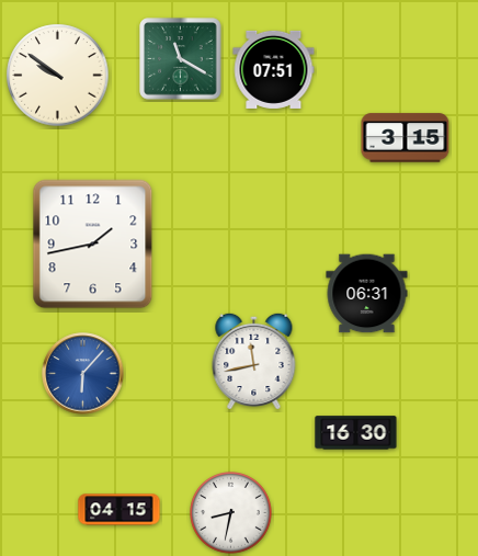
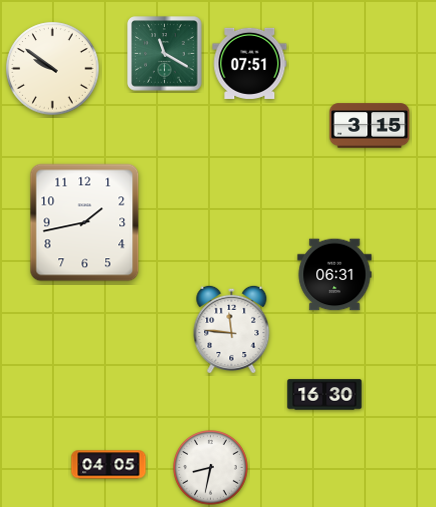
clock at (367, 294) position: (367, 294) -> (335, 275)
clock at (254, 361): 11:43 -> 11:46
clock at (83, 374): 6:07 -> none
clock at (119, 510): 04:15 -> 04:05
